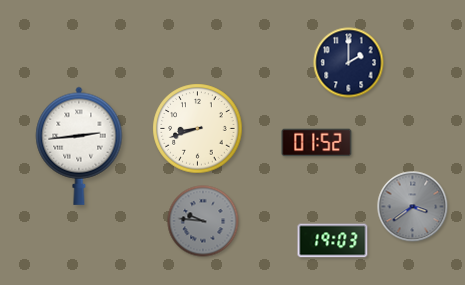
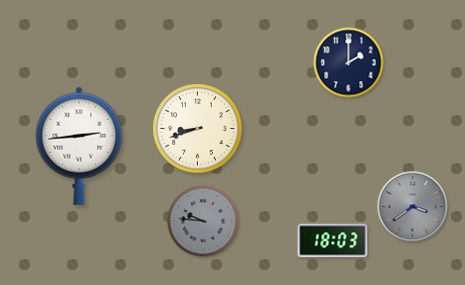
clock at (317, 143): 01:52 -> none
clock at (333, 241): 19:03 -> 18:03
